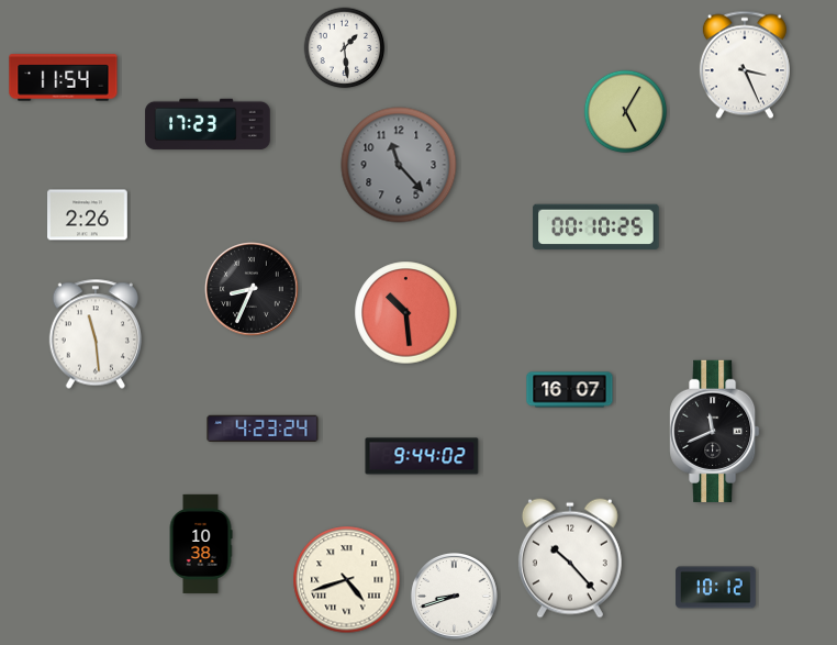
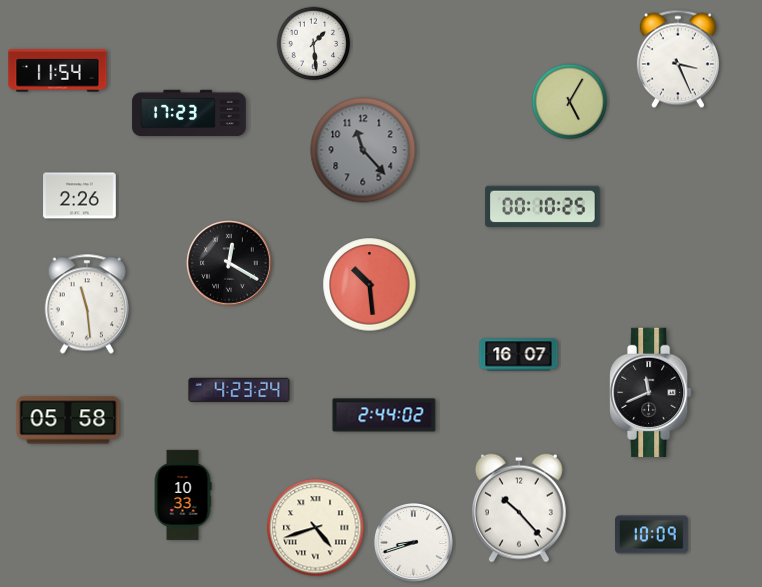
clock at (252, 289): 8:34 -> 12:20
clock at (422, 456): 9:44 -> 2:44
clock at (68, 420): none -> 05:58
clock at (201, 544): 10:38 -> 10:33
clock at (716, 588): 10:12 -> 10:09
